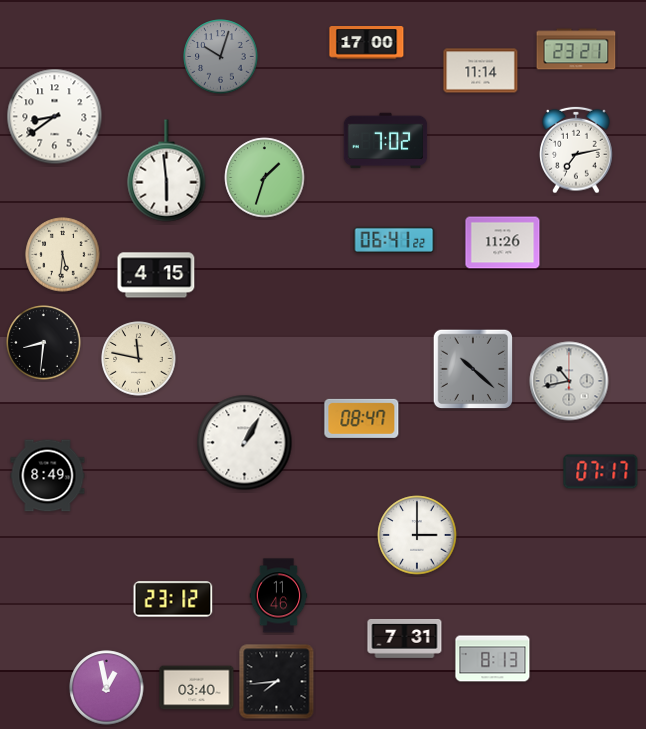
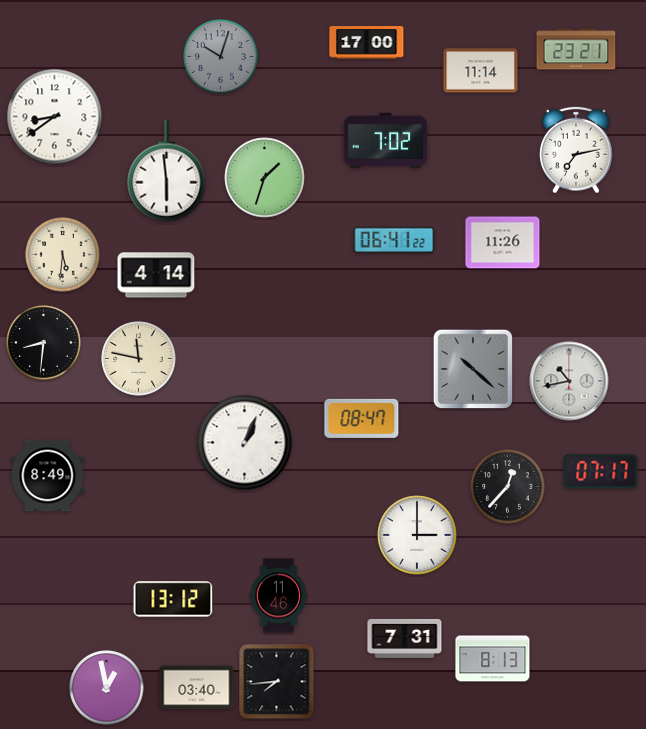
clock at (156, 275): 4:15 -> 4:14
clock at (245, 443): 1:05 -> 1:04
clock at (508, 487): none -> 12:37
clock at (173, 599): 23:12 -> 13:12
